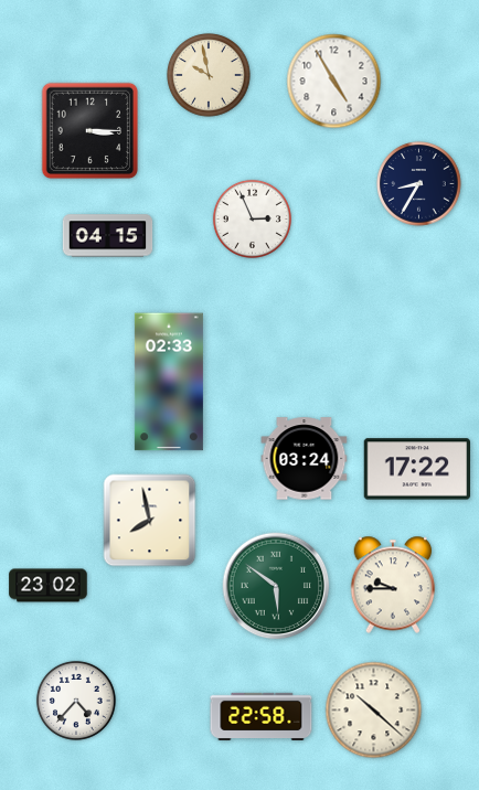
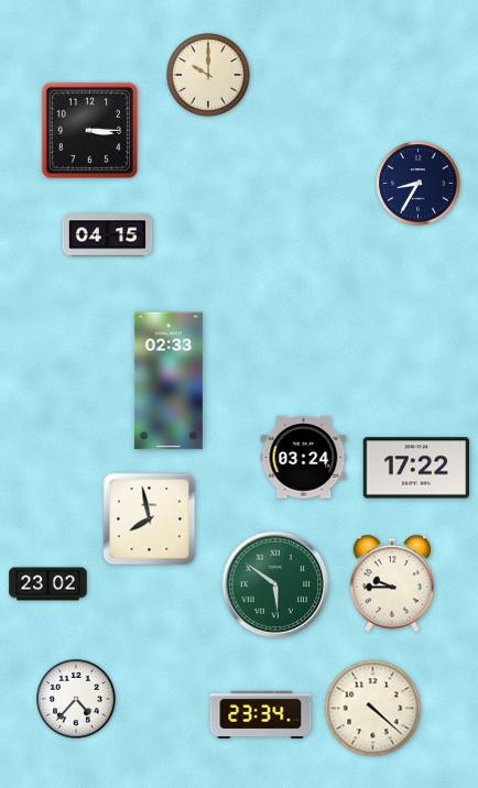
clock at (209, 75): 9:58 -> 10:00
clock at (334, 82): 4:55 -> none
clock at (252, 218): 2:56 -> none
clock at (374, 711): 10:22 -> 4:22
clock at (262, 716): 22:58 -> 23:34
